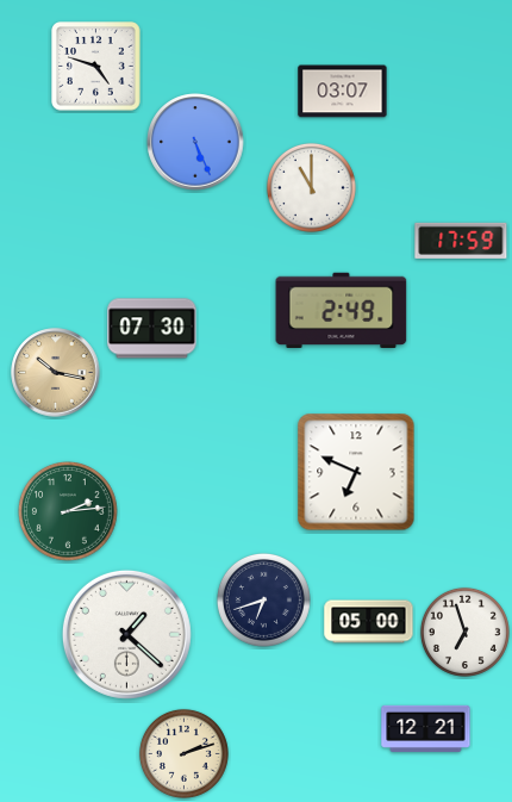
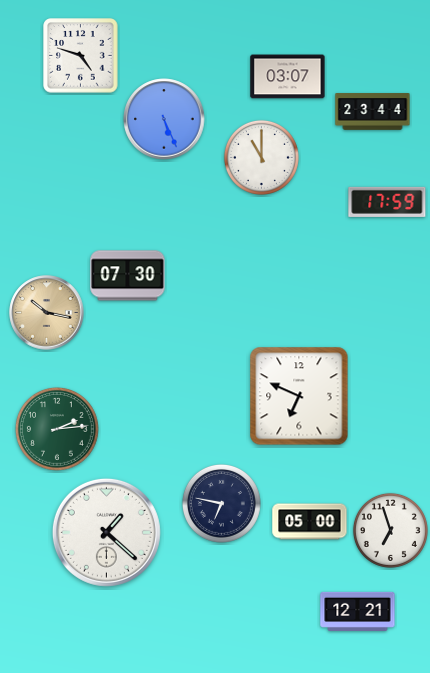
clock at (373, 112): none -> 23:44
clock at (342, 310): 2:49 -> none
clock at (263, 599): 6:42 -> 6:47
clock at (183, 753): 2:12 -> none
